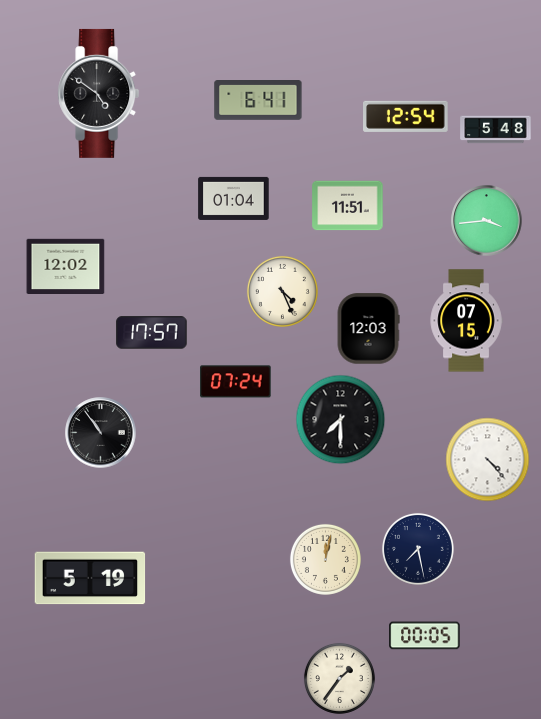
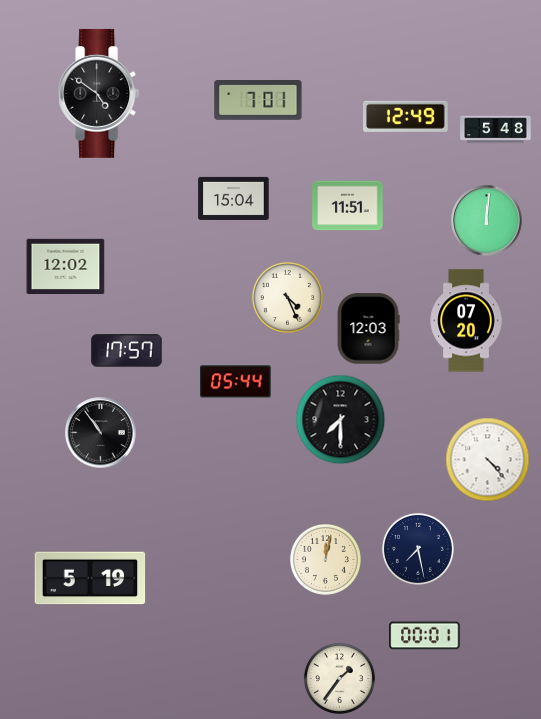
clock at (258, 101): 6:41 -> 7:01
clock at (406, 116): 12:54 -> 12:49
clock at (234, 198): 01:04 -> 15:04
clock at (487, 221): 3:44 -> 12:01
clock at (282, 291) position: (282, 291) -> (287, 297)
clock at (466, 321): 07:15 -> 07:20
clock at (152, 333) position: (152, 333) -> (127, 351)
clock at (236, 382): 07:24 -> 05:44
clock at (425, 636): 00:05 -> 00:01
